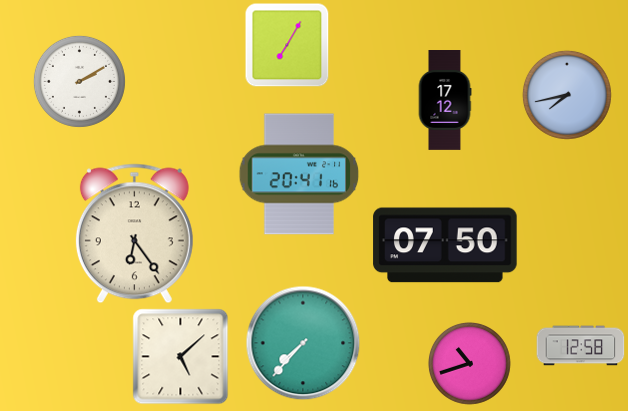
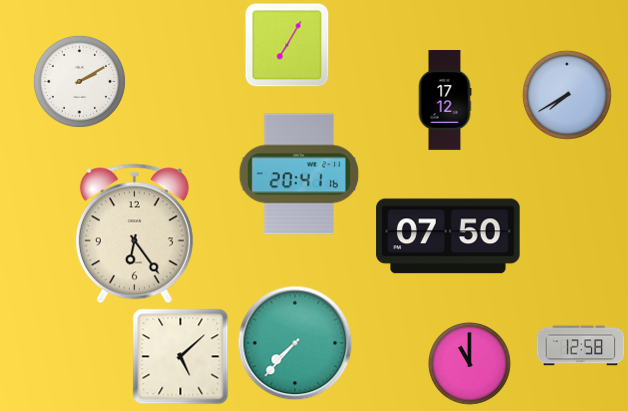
clock at (567, 95): 7:43 -> 7:40
clock at (445, 245) position: (445, 245) -> (448, 236)
clock at (303, 343) position: (303, 343) -> (295, 343)
clock at (469, 363): 10:42 -> 11:00
